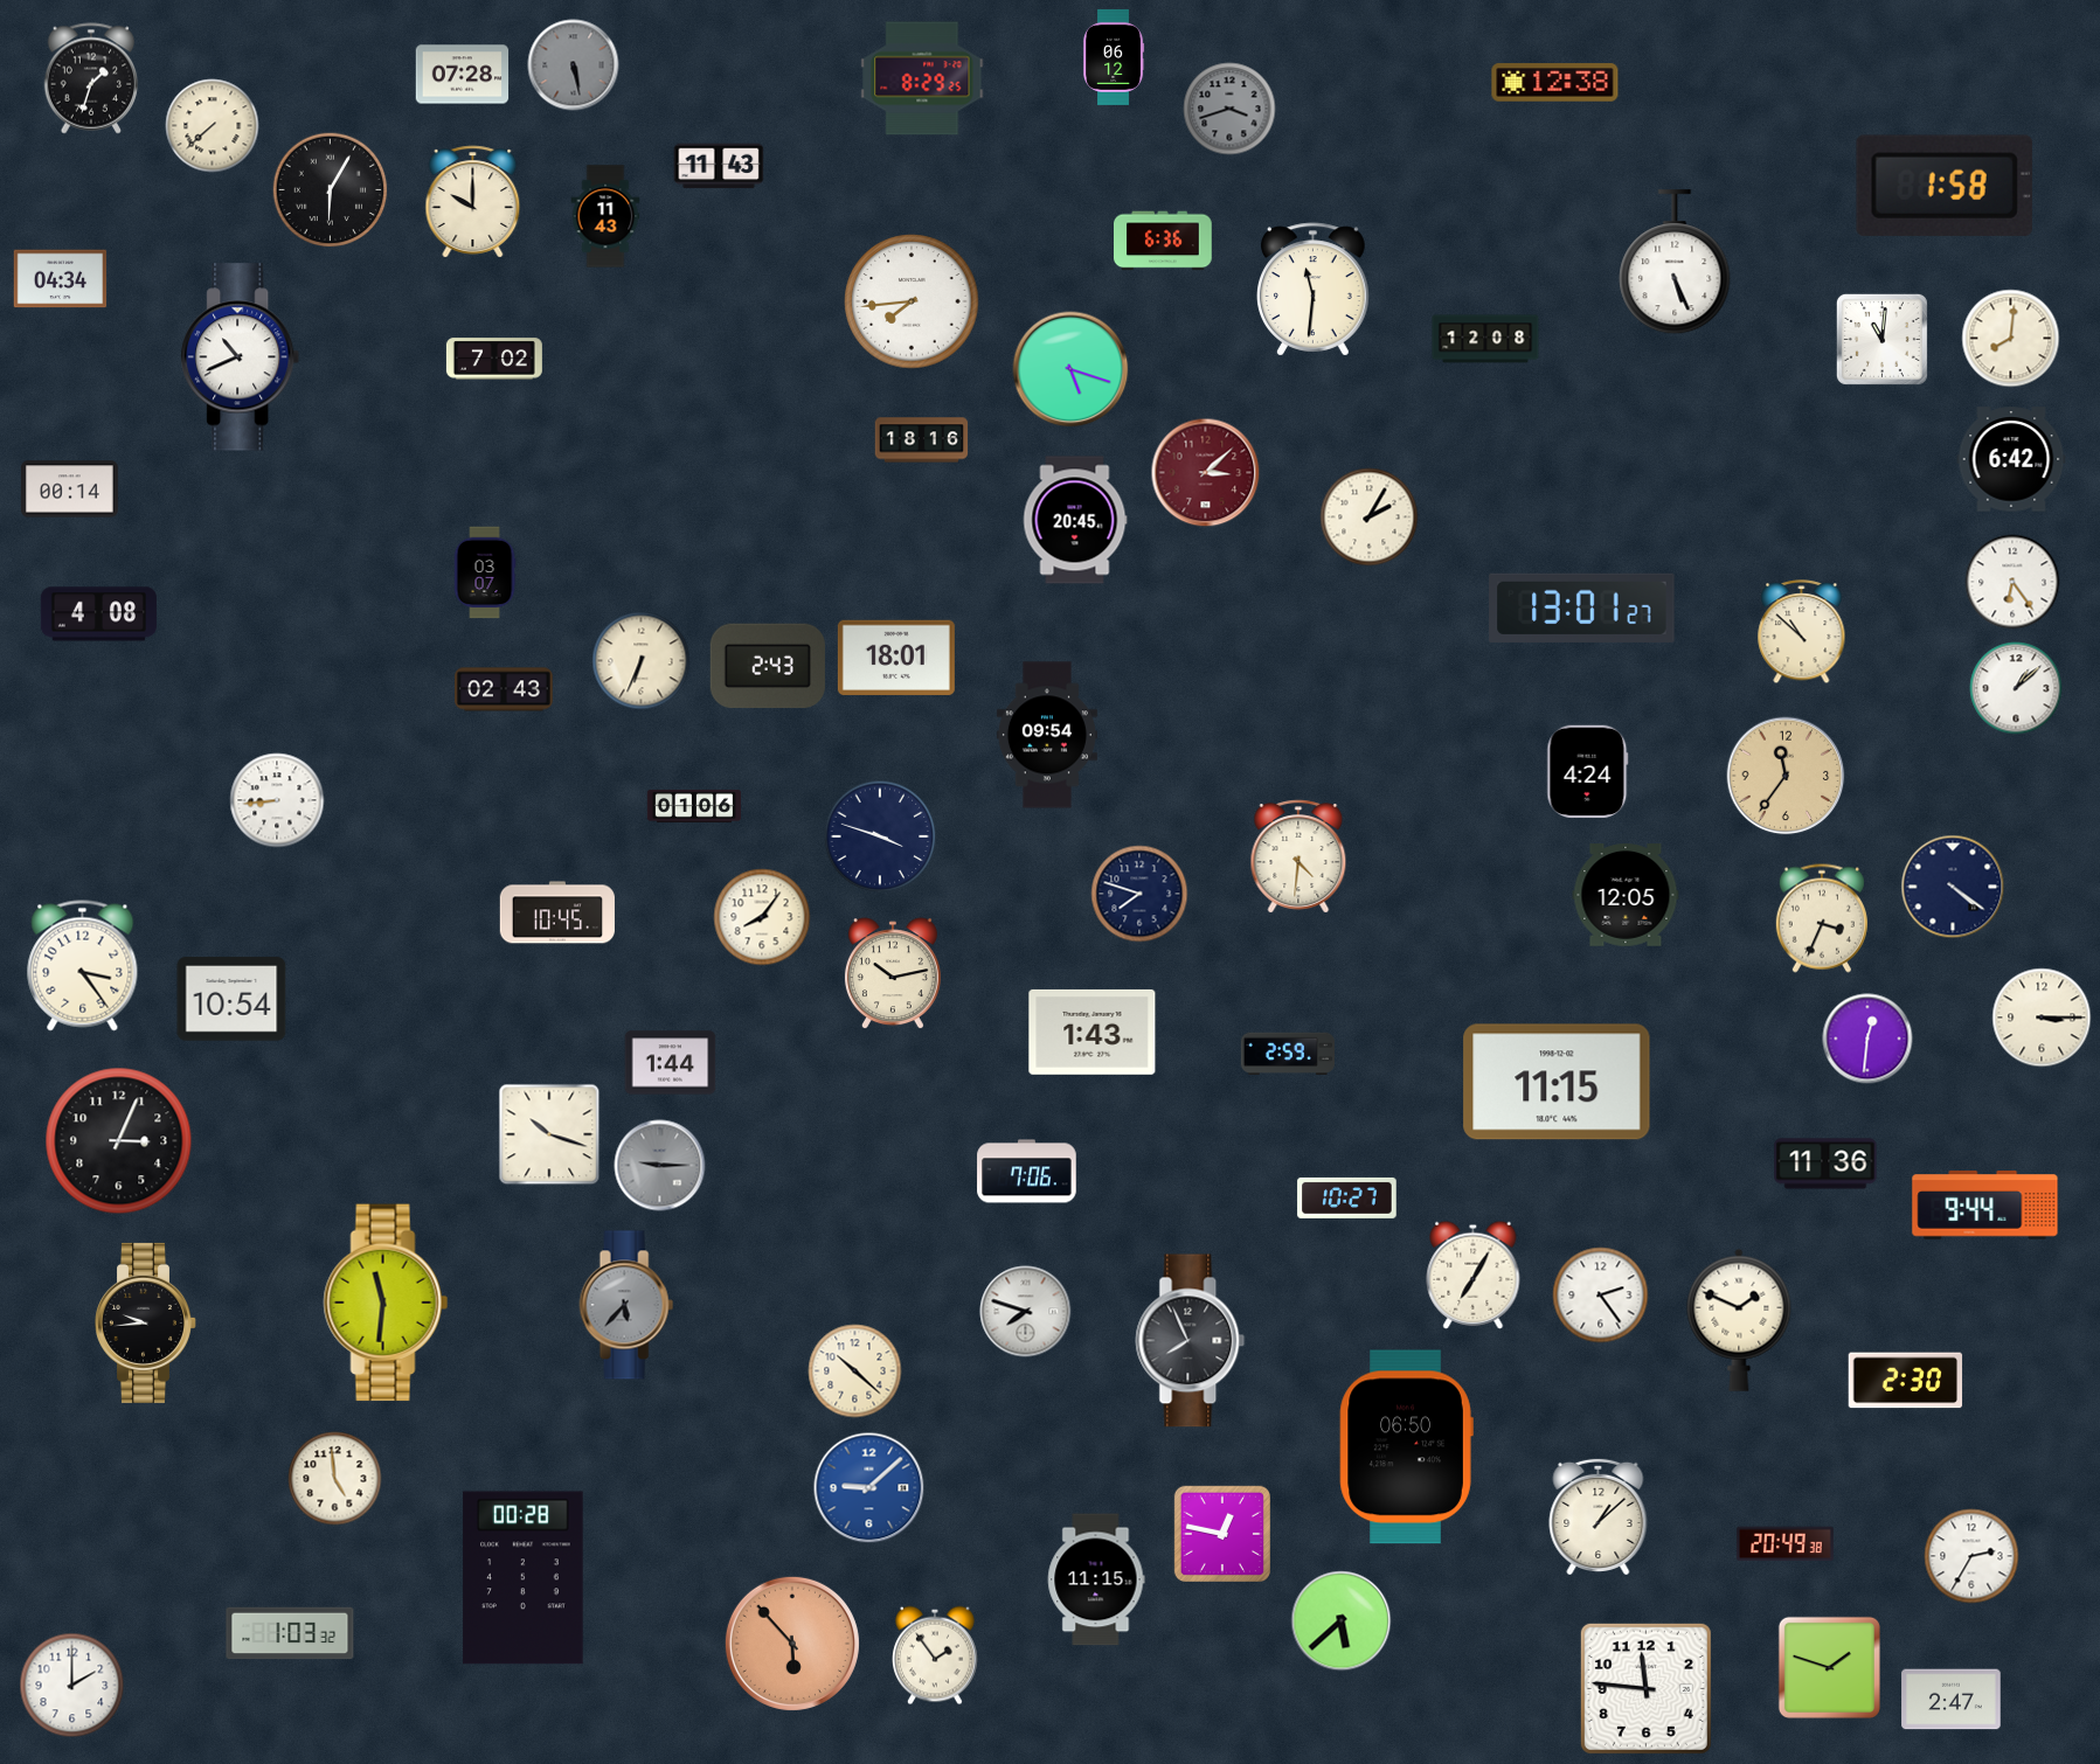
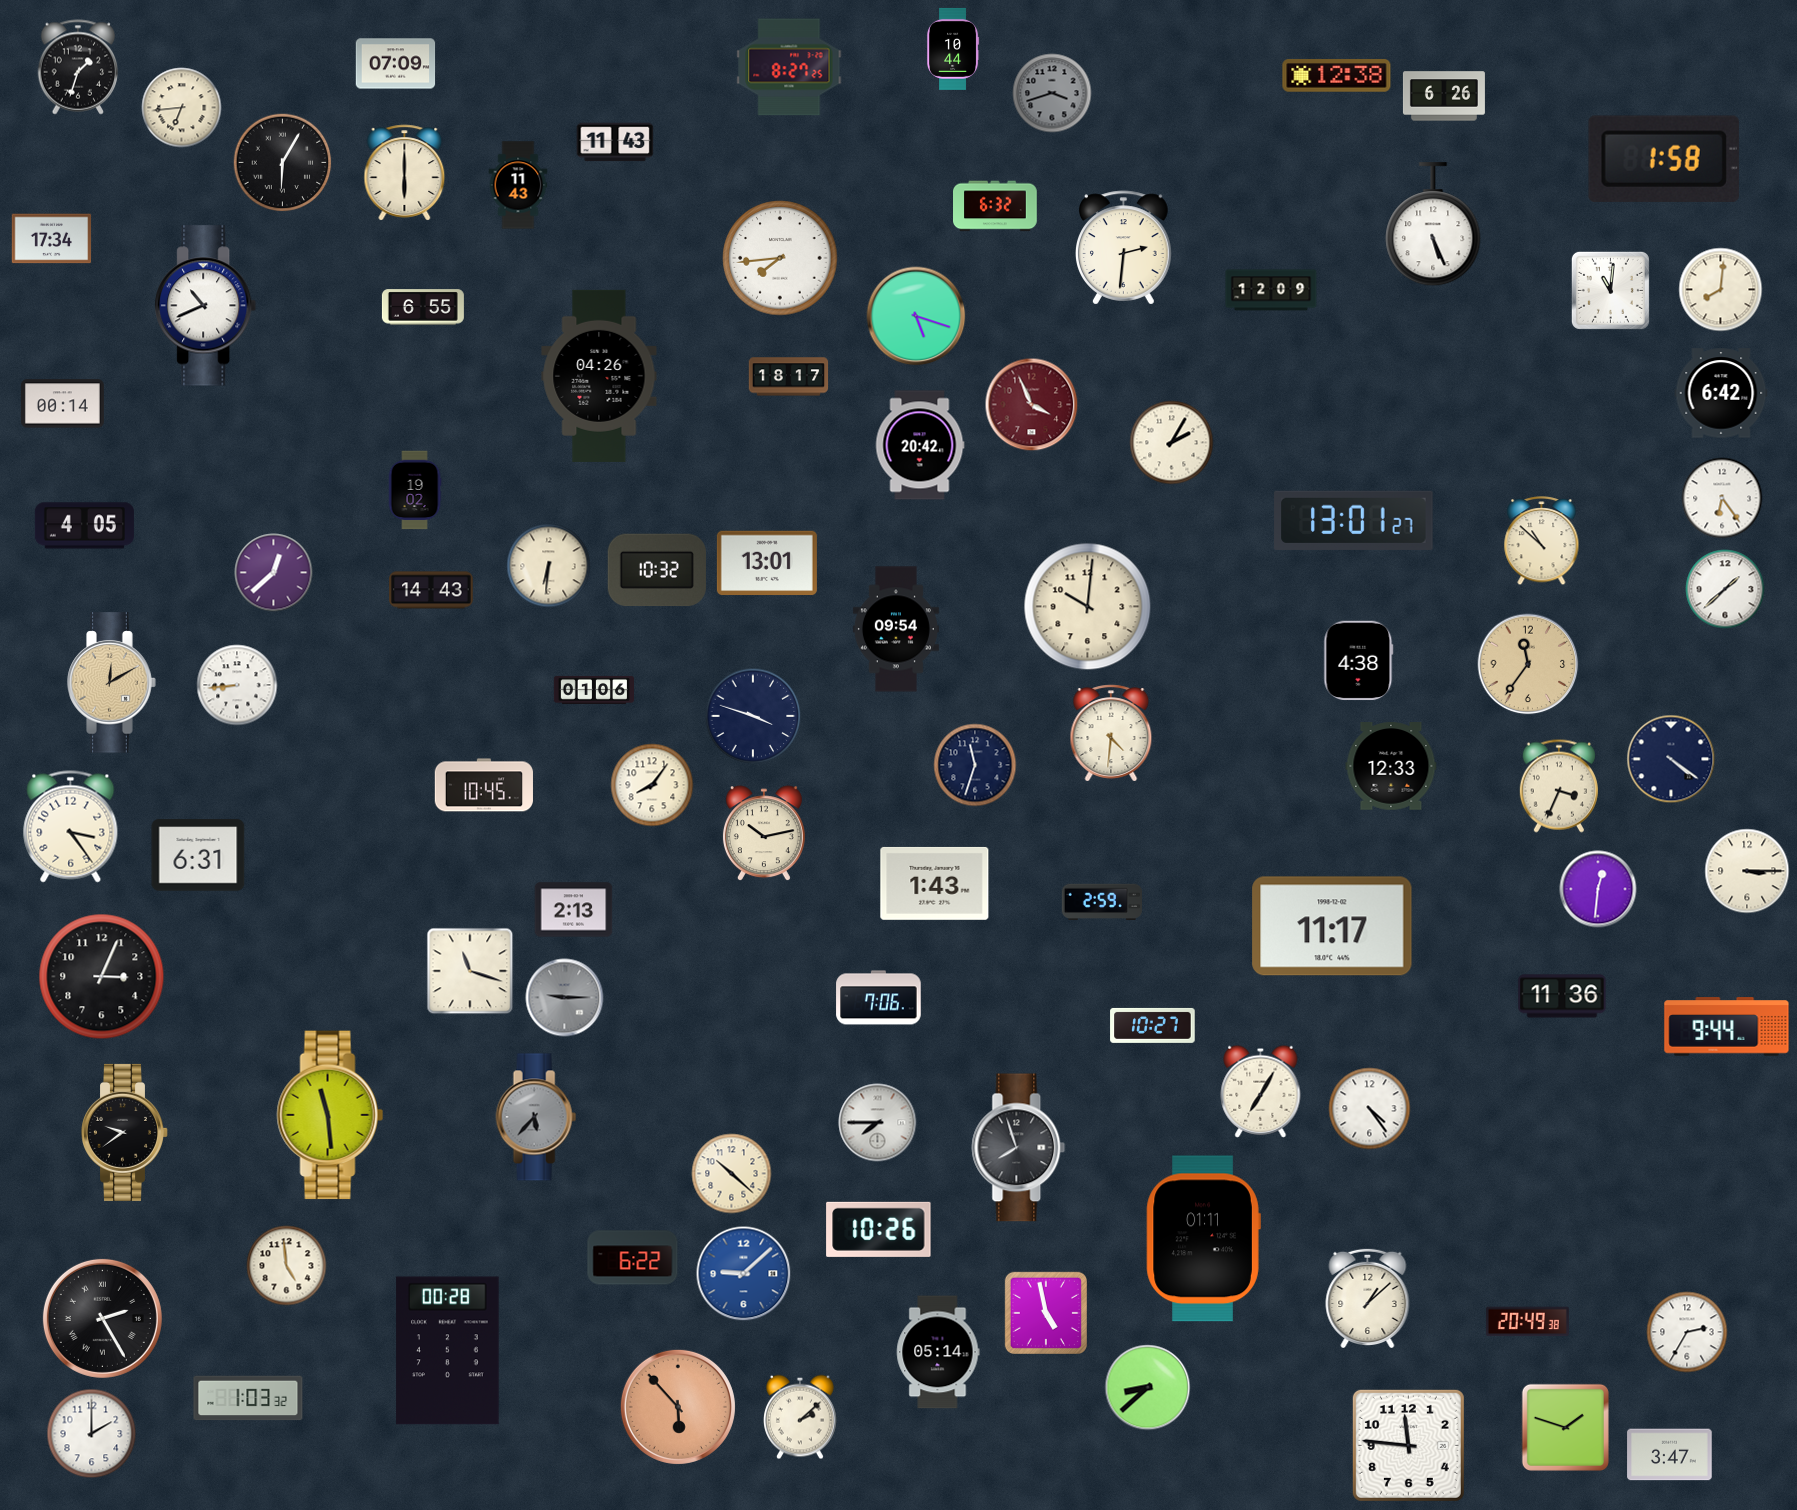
clock at (1115, 57): 06:12 -> 10:44
clock at (574, 65): 5:28 -> none
clock at (463, 75): 07:28 -> 07:09
clock at (922, 78): 8:29 -> 8:27
clock at (1555, 83) position: (1555, 83) -> (1337, 76)
clock at (1444, 96): none -> 6:26
clock at (213, 126): 7:38 -> 6:44
clock at (473, 202): 10:00 -> 6:00
clock at (1164, 241): 6:36 -> 6:32
clock at (61, 279): 04:34 -> 17:34
clock at (1314, 290): 11:31 -> 2:31
clock at (1485, 339): 12:08 -> 12:09
clock at (494, 359): 7:02 -> 6:55
clock at (599, 376): none -> 04:26
clock at (922, 440): 18:16 -> 18:17
clock at (1206, 473): 3:08 -> 3:56
clock at (69, 489) position: (69, 489) -> (62, 404)
clock at (1075, 520): 20:45 -> 20:42
clock at (485, 572): 03:07 -> 19:02
clock at (98, 614): 4:08 -> 4:05
clock at (896, 658): 18:01 -> 13:01
clock at (642, 661): 6:34 -> 6:31
clock at (768, 666): 2:43 -> 10:32
clock at (274, 573): none -> 12:38
clock at (2016, 688): 1:08 -> 1:38
clock at (504, 689): 02:43 -> 14:43
clock at (1088, 607): none -> 10:01
clock at (1588, 772): 4:24 -> 4:38
clock at (112, 683): none -> 12:10
clock at (1139, 894): 7:48 -> 11:33
clock at (1626, 895): 12:05 -> 12:33
clock at (557, 912) position: (557, 912) -> (484, 785)
clock at (231, 999): 10:54 -> 6:31
clock at (671, 1063): 1:44 -> 2:13
clock at (1557, 1082): 11:15 -> 11:17
clock at (549, 1134): 10:18 -> 11:18
clock at (1027, 1172) position: (1027, 1172) -> (879, 998)
clock at (1985, 1206) position: (1985, 1206) -> (1727, 1027)
clock at (1601, 1296): 2:24 -> 4:24
clock at (386, 1303): 11:31 -> 11:29
clock at (1026, 1312): 7:48 -> 7:45
clock at (1739, 1320): 1:49 -> none
clock at (146, 1322): 9:44 -> 9:39
clock at (1191, 1341): 7:56 -> 7:57
clock at (1906, 1381): 2:30 -> none
clock at (879, 1229): none -> 10:26
clock at (1406, 1447): 06:50 -> 01:11
clock at (633, 1258): none -> 6:22
clock at (1222, 1534): 12:47 -> 4:58
clock at (102, 1318): none -> 2:25
clock at (1096, 1579): 11:15 -> 05:14
clock at (1342, 1621): 5:38 -> 8:38
clock at (936, 1655): 1:54 -> 2:08
clock at (72, 1686) position: (72, 1686) -> (92, 1434)
clock at (1952, 1700): 2:47 -> 3:47
